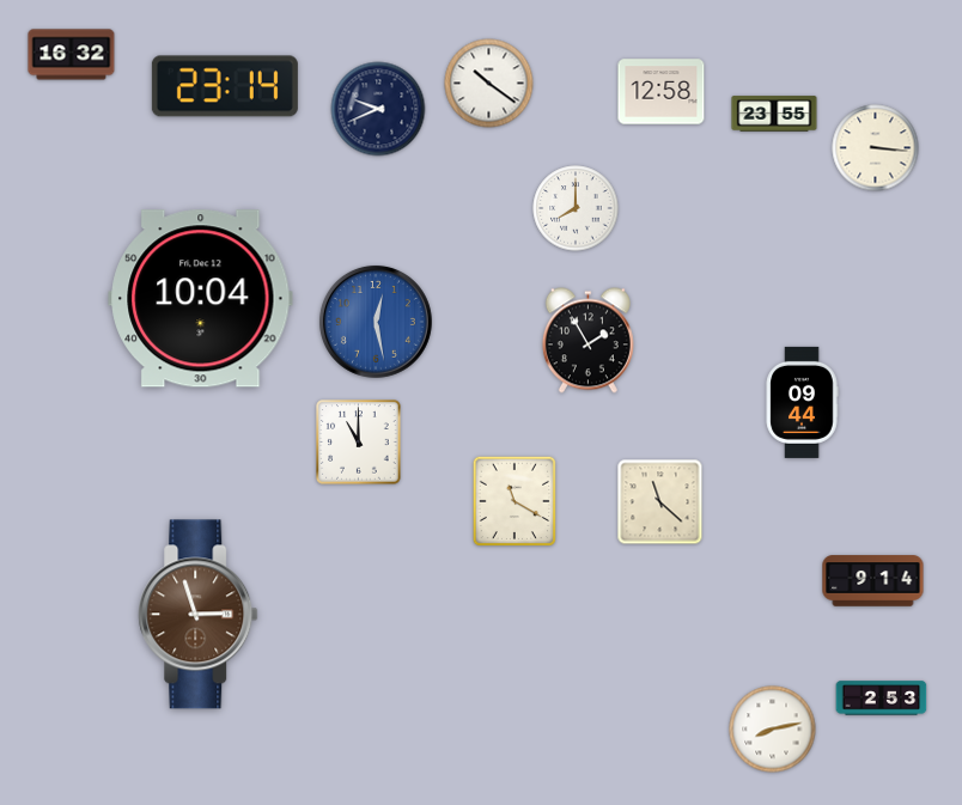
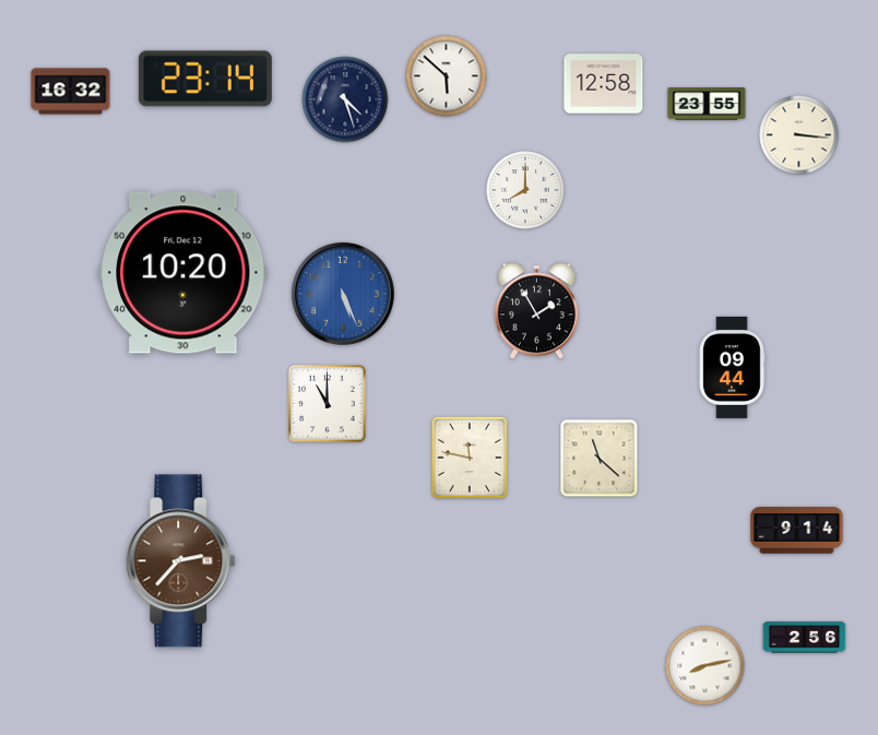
clock at (72, 55) position: (72, 55) -> (71, 92)
clock at (489, 84): 10:21 -> 5:52
clock at (378, 109): 9:41 -> 4:27
clock at (201, 299): 10:04 -> 10:20
clock at (376, 322): 12:28 -> 5:26
clock at (513, 501): 11:20 -> 11:47
clock at (660, 502) position: (660, 502) -> (600, 459)
clock at (199, 615): 2:57 -> 2:37
clock at (882, 699): 2:53 -> 2:56
